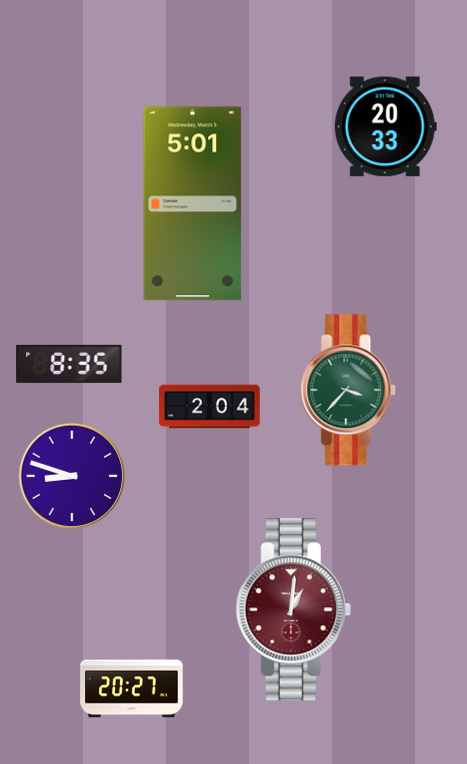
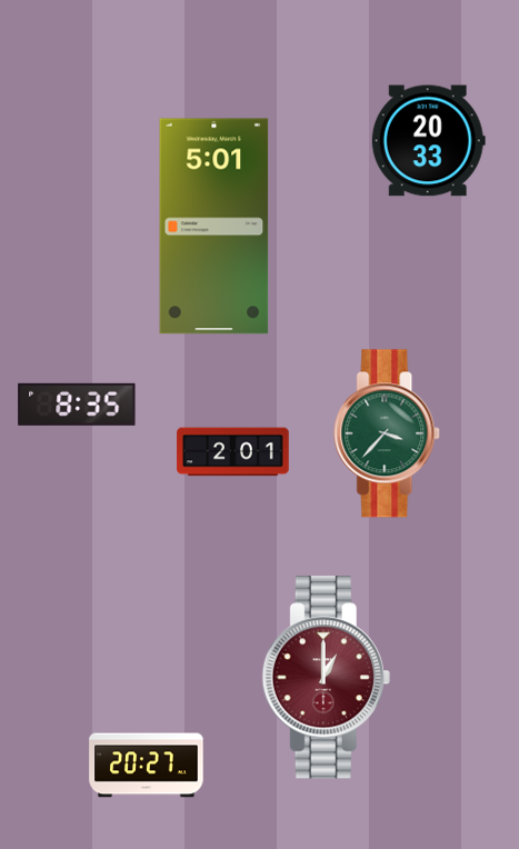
clock at (210, 407): 2:04 -> 2:01
clock at (72, 476): 8:48 -> none
clock at (293, 610): 1:01 -> 1:00
